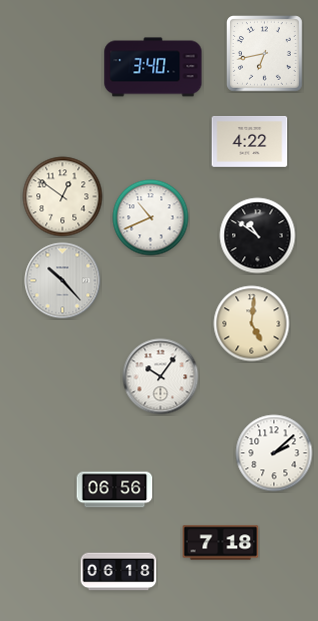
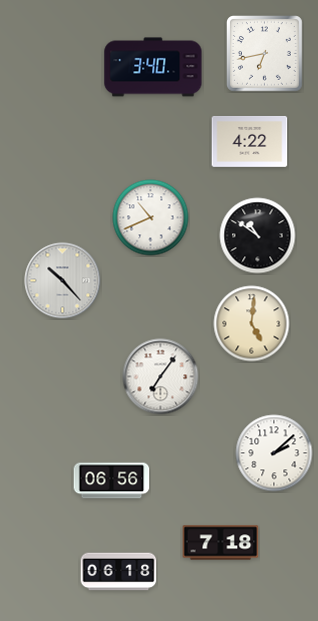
clock at (63, 197): 12:51 -> none
clock at (161, 377): 10:06 -> 7:06
clock at (115, 490) position: (115, 490) -> (112, 481)
